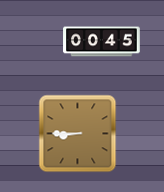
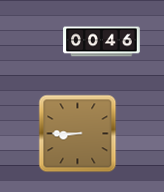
clock at (102, 42): 00:45 -> 00:46
